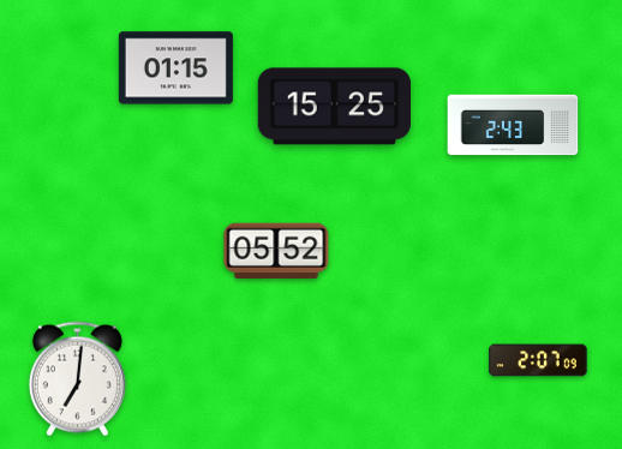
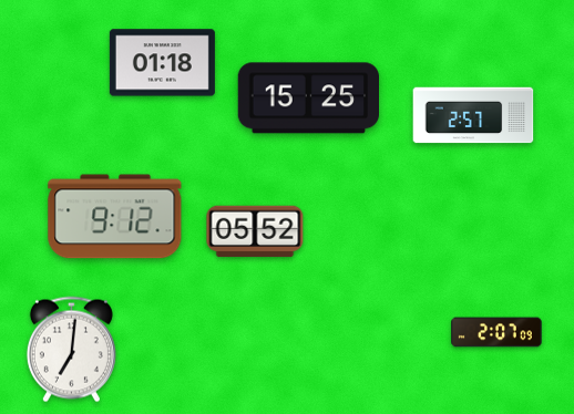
clock at (175, 68): 01:15 -> 01:18
clock at (513, 125): 2:43 -> 2:57
clock at (115, 217): none -> 9:12
